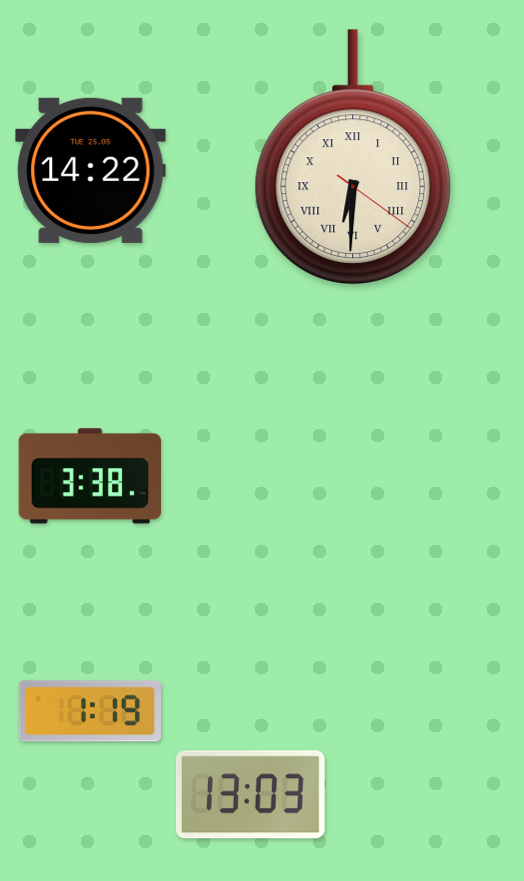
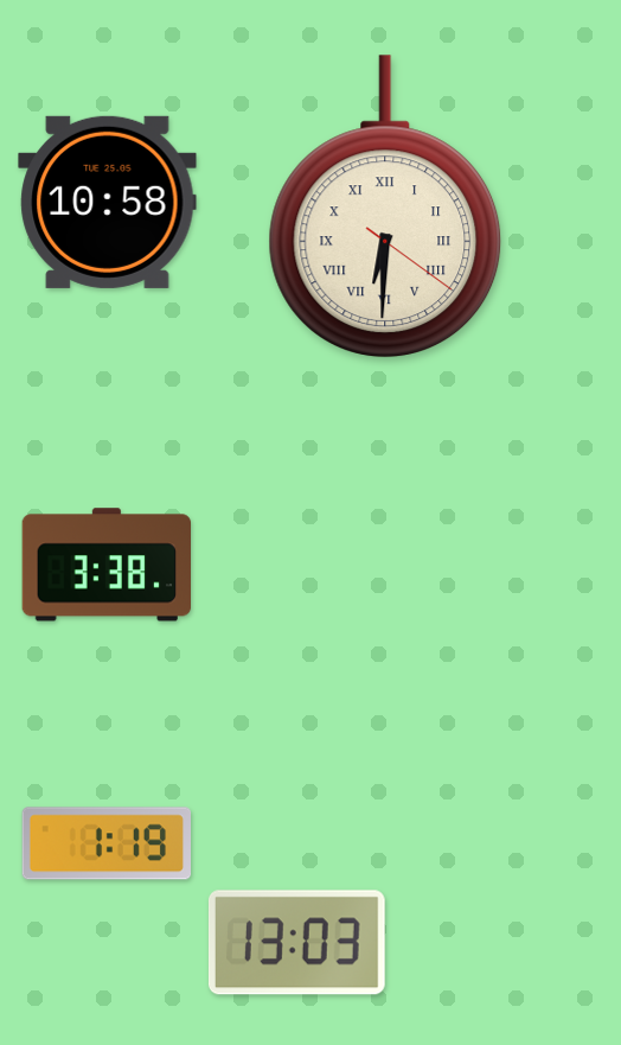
clock at (353, 157) position: (353, 157) -> (385, 206)
clock at (91, 170): 14:22 -> 10:58
